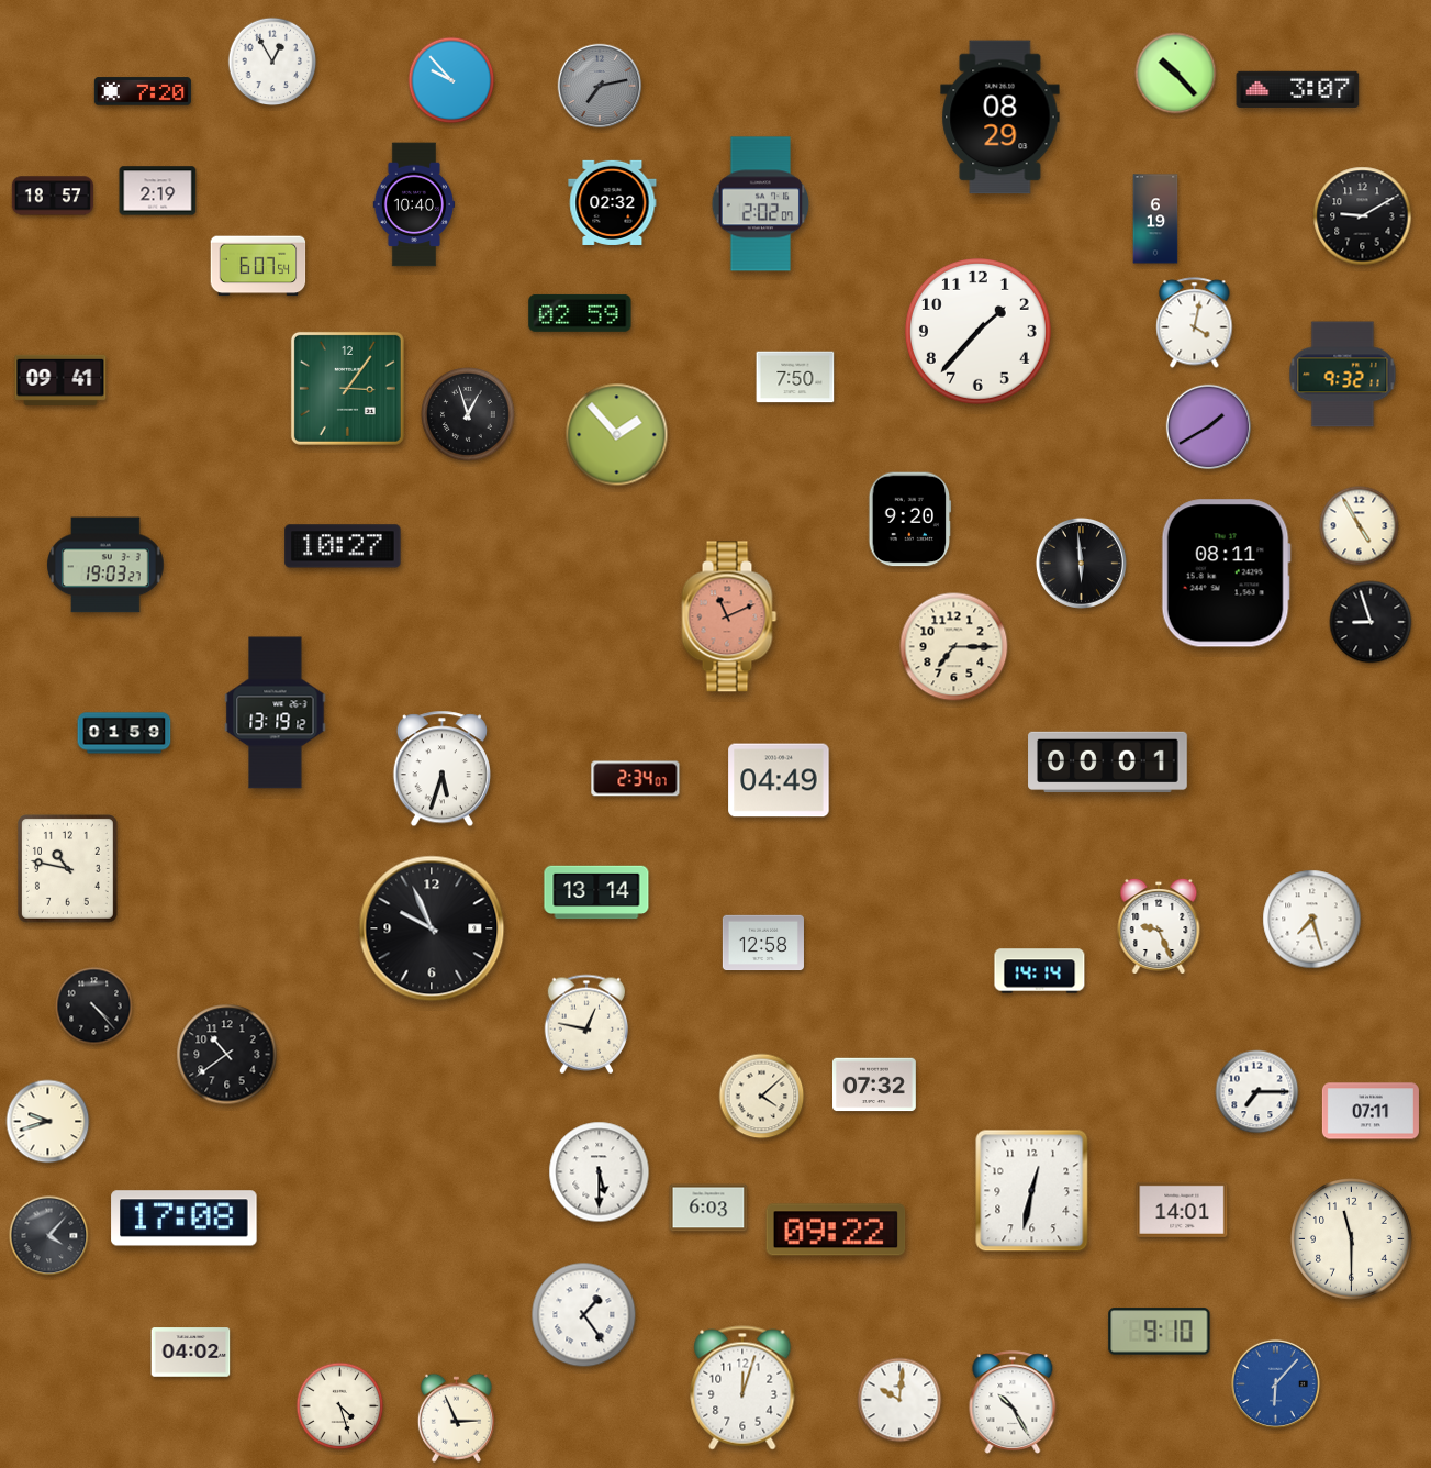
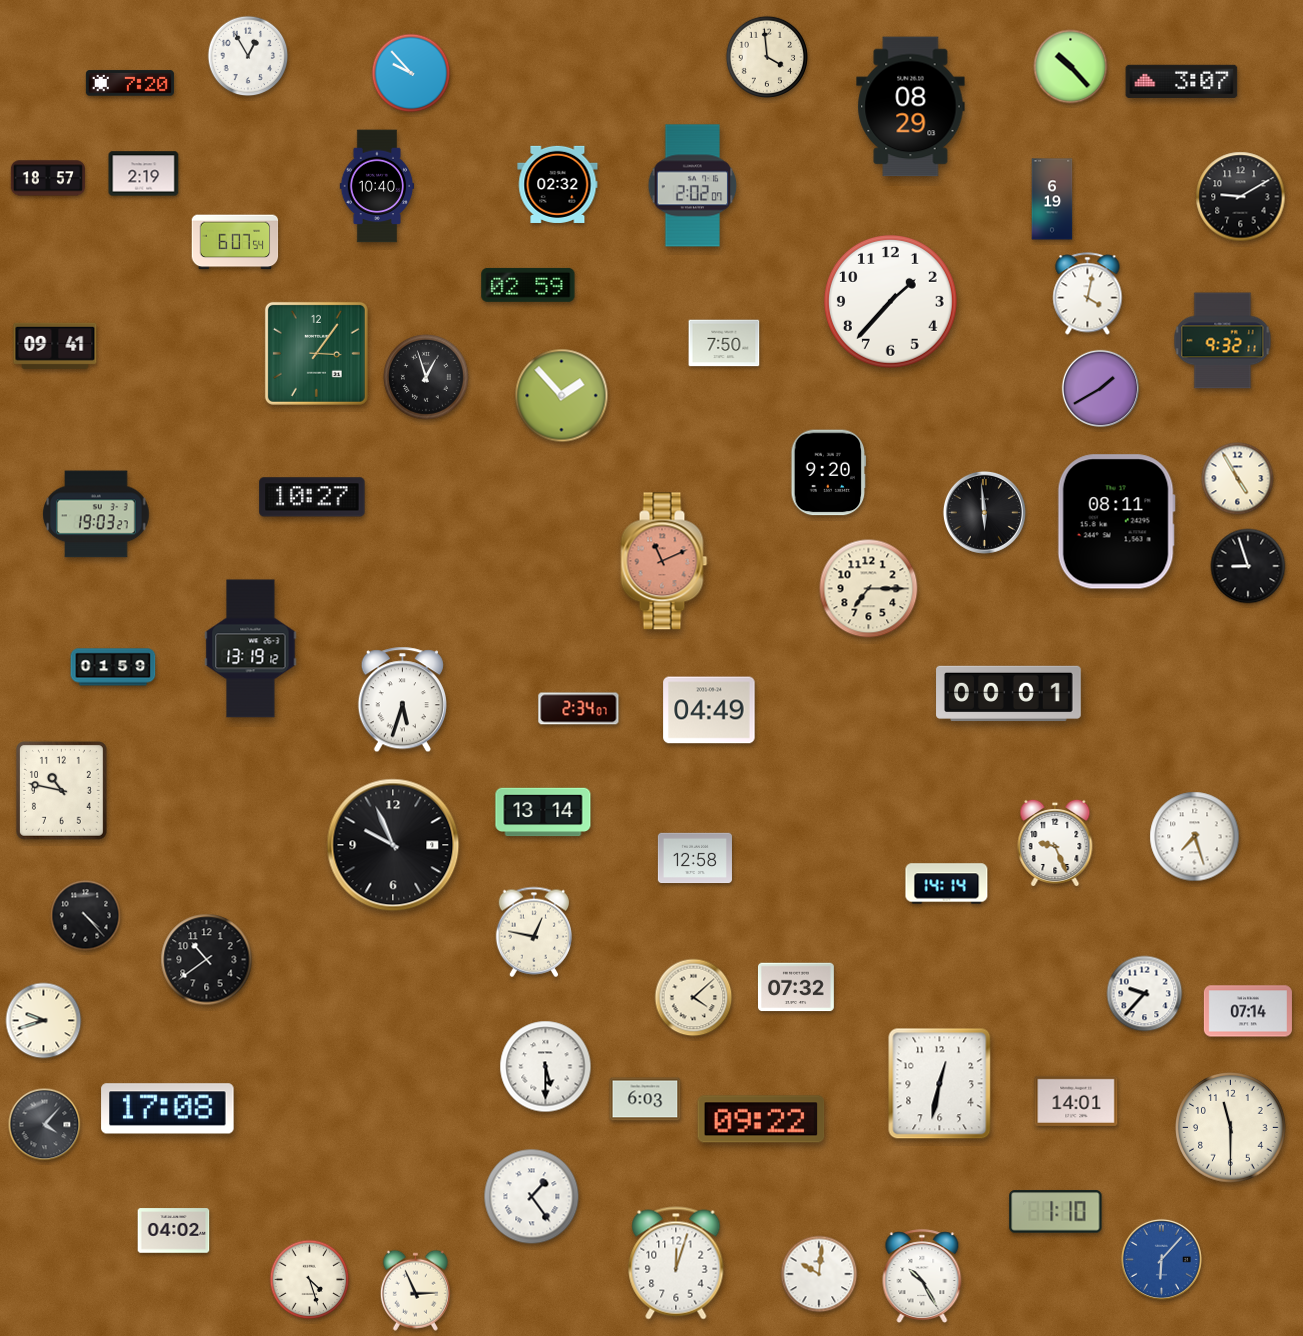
clock at (766, 56): none -> 3:59
clock at (600, 86): 7:13 -> none
clock at (1257, 1092): 7:15 -> 9:37
clock at (1371, 1111): 07:11 -> 07:14
clock at (1160, 1332): 9:10 -> 1:10
